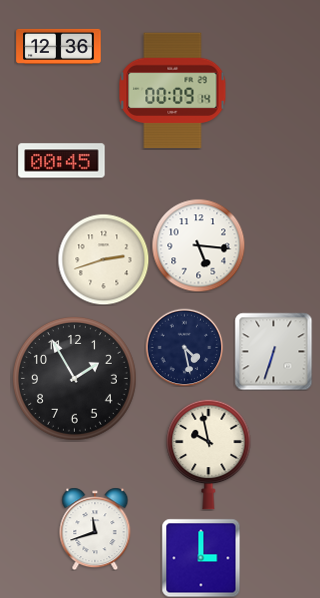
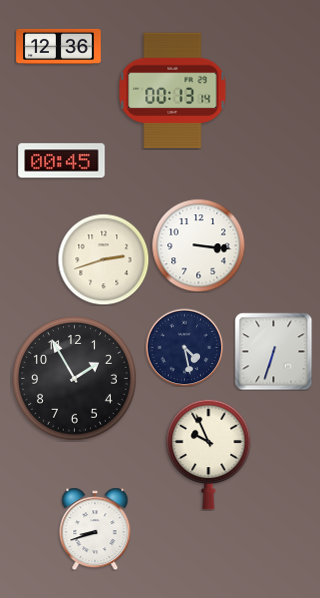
clock at (173, 91): 00:09 -> 00:13
clock at (198, 245): 5:16 -> 3:16
clock at (209, 454): 9:58 -> 9:56
clock at (95, 529): 11:42 -> 8:42
clock at (201, 558): 3:00 -> none
